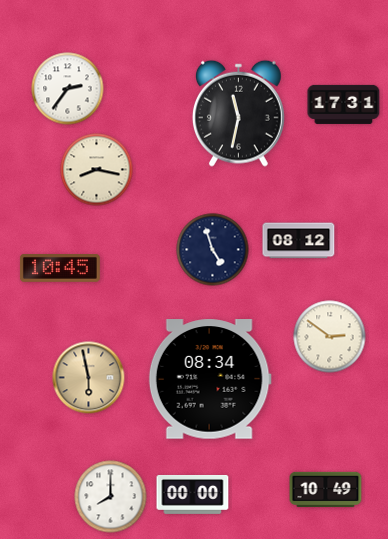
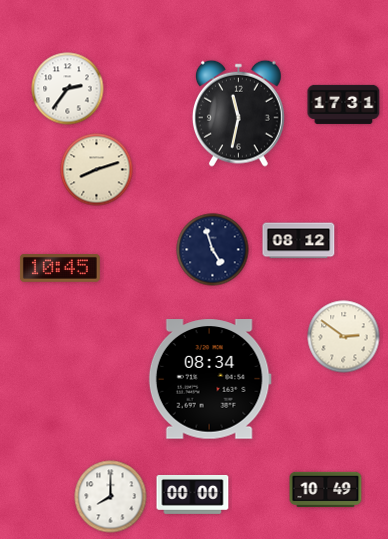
clock at (97, 170): 8:17 -> 8:12
clock at (330, 337) position: (330, 337) -> (344, 337)
clock at (89, 378): 5:58 -> none
